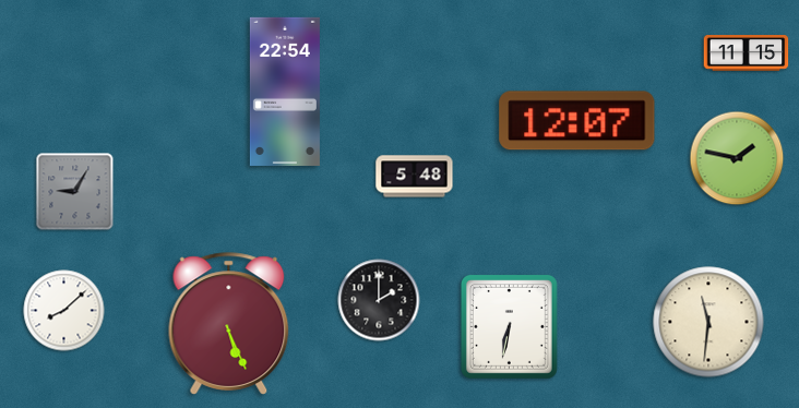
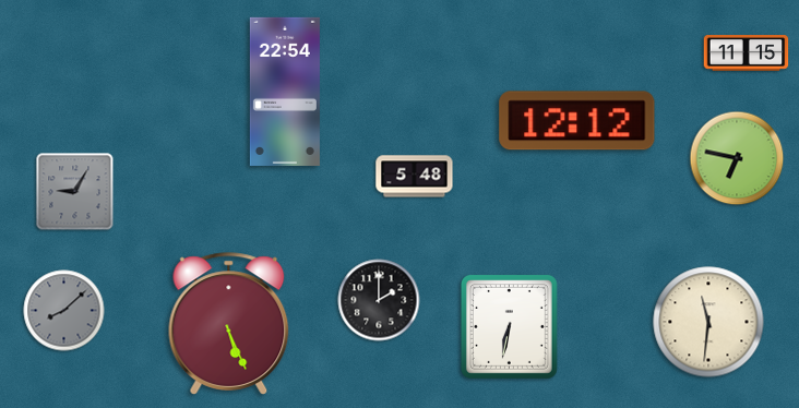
clock at (577, 121): 12:07 -> 12:12
clock at (737, 158): 1:47 -> 6:47
clock at (64, 311) dial: white -> grey
